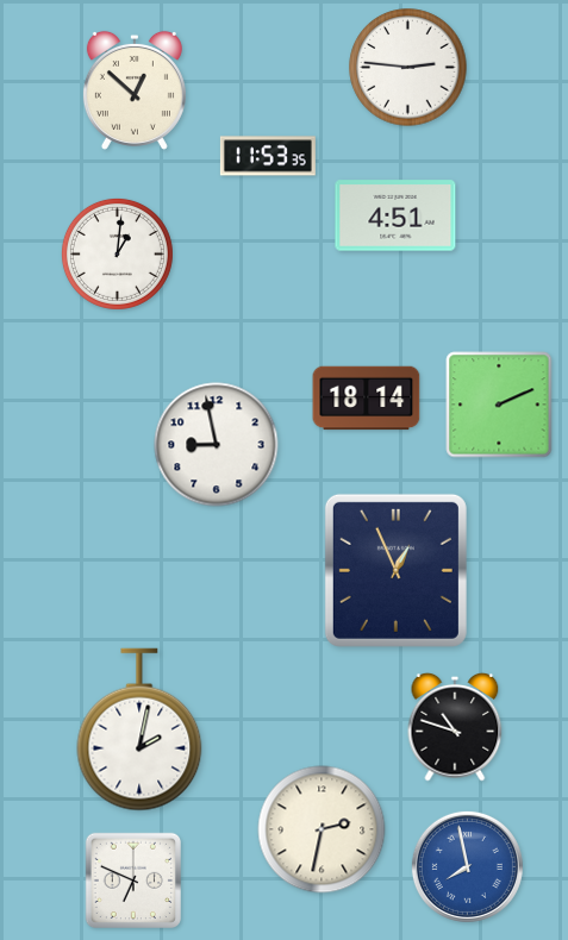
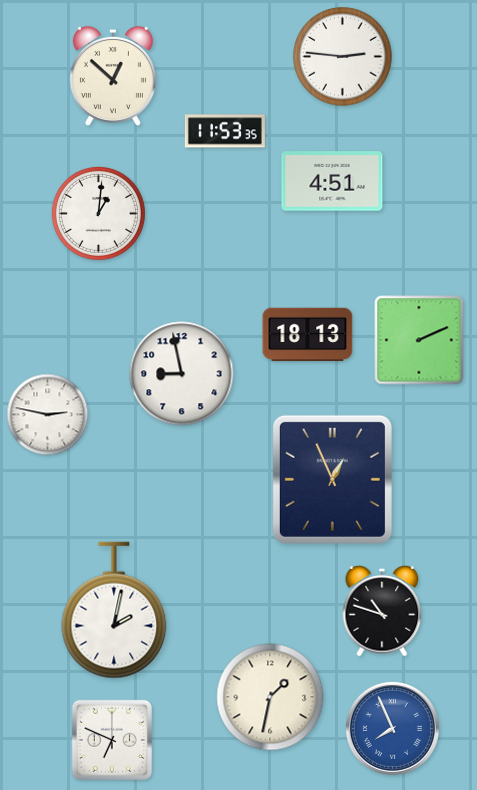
clock at (367, 399): 18:14 -> 18:13
clock at (48, 415): none -> 2:47
clock at (139, 729) position: (139, 729) -> (114, 610)
clock at (322, 829): 2:32 -> 1:32
clock at (467, 866): 7:58 -> 7:56
